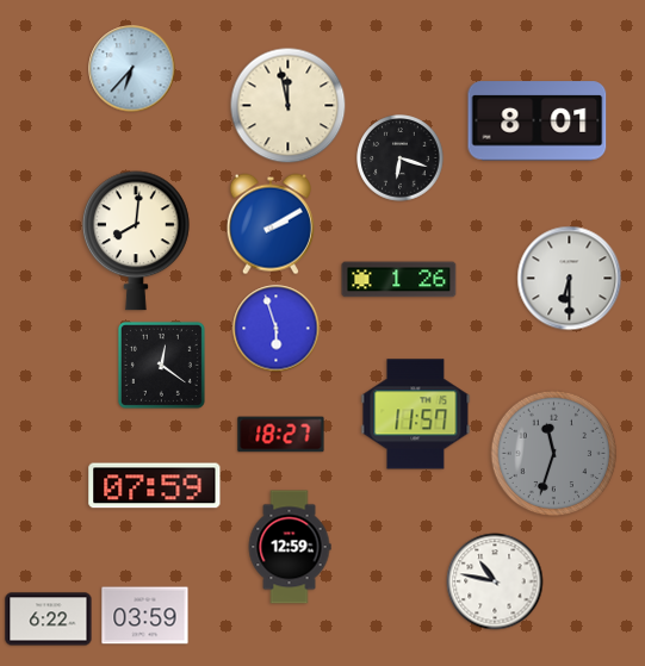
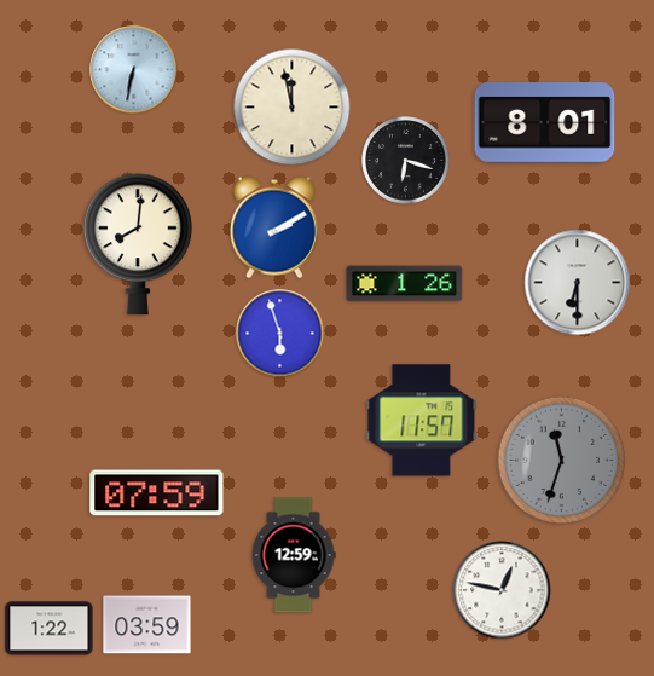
clock at (132, 69): 6:37 -> 6:32
clock at (161, 365): 12:21 -> none
clock at (281, 435): 18:27 -> none
clock at (495, 581): 10:47 -> 12:47
clock at (49, 620): 6:22 -> 1:22
